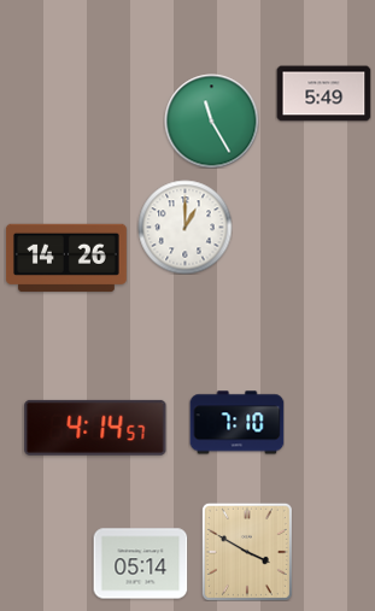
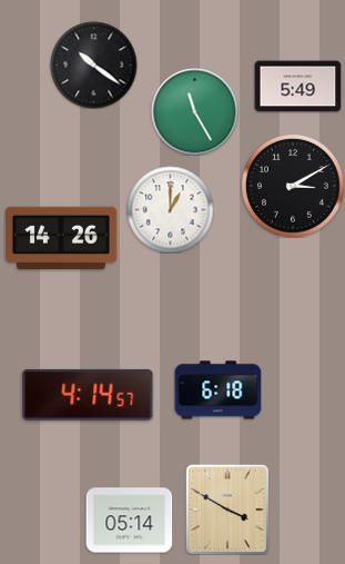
clock at (93, 65): none -> 10:21
clock at (293, 186): none -> 3:10
clock at (236, 423): 7:10 -> 6:18
